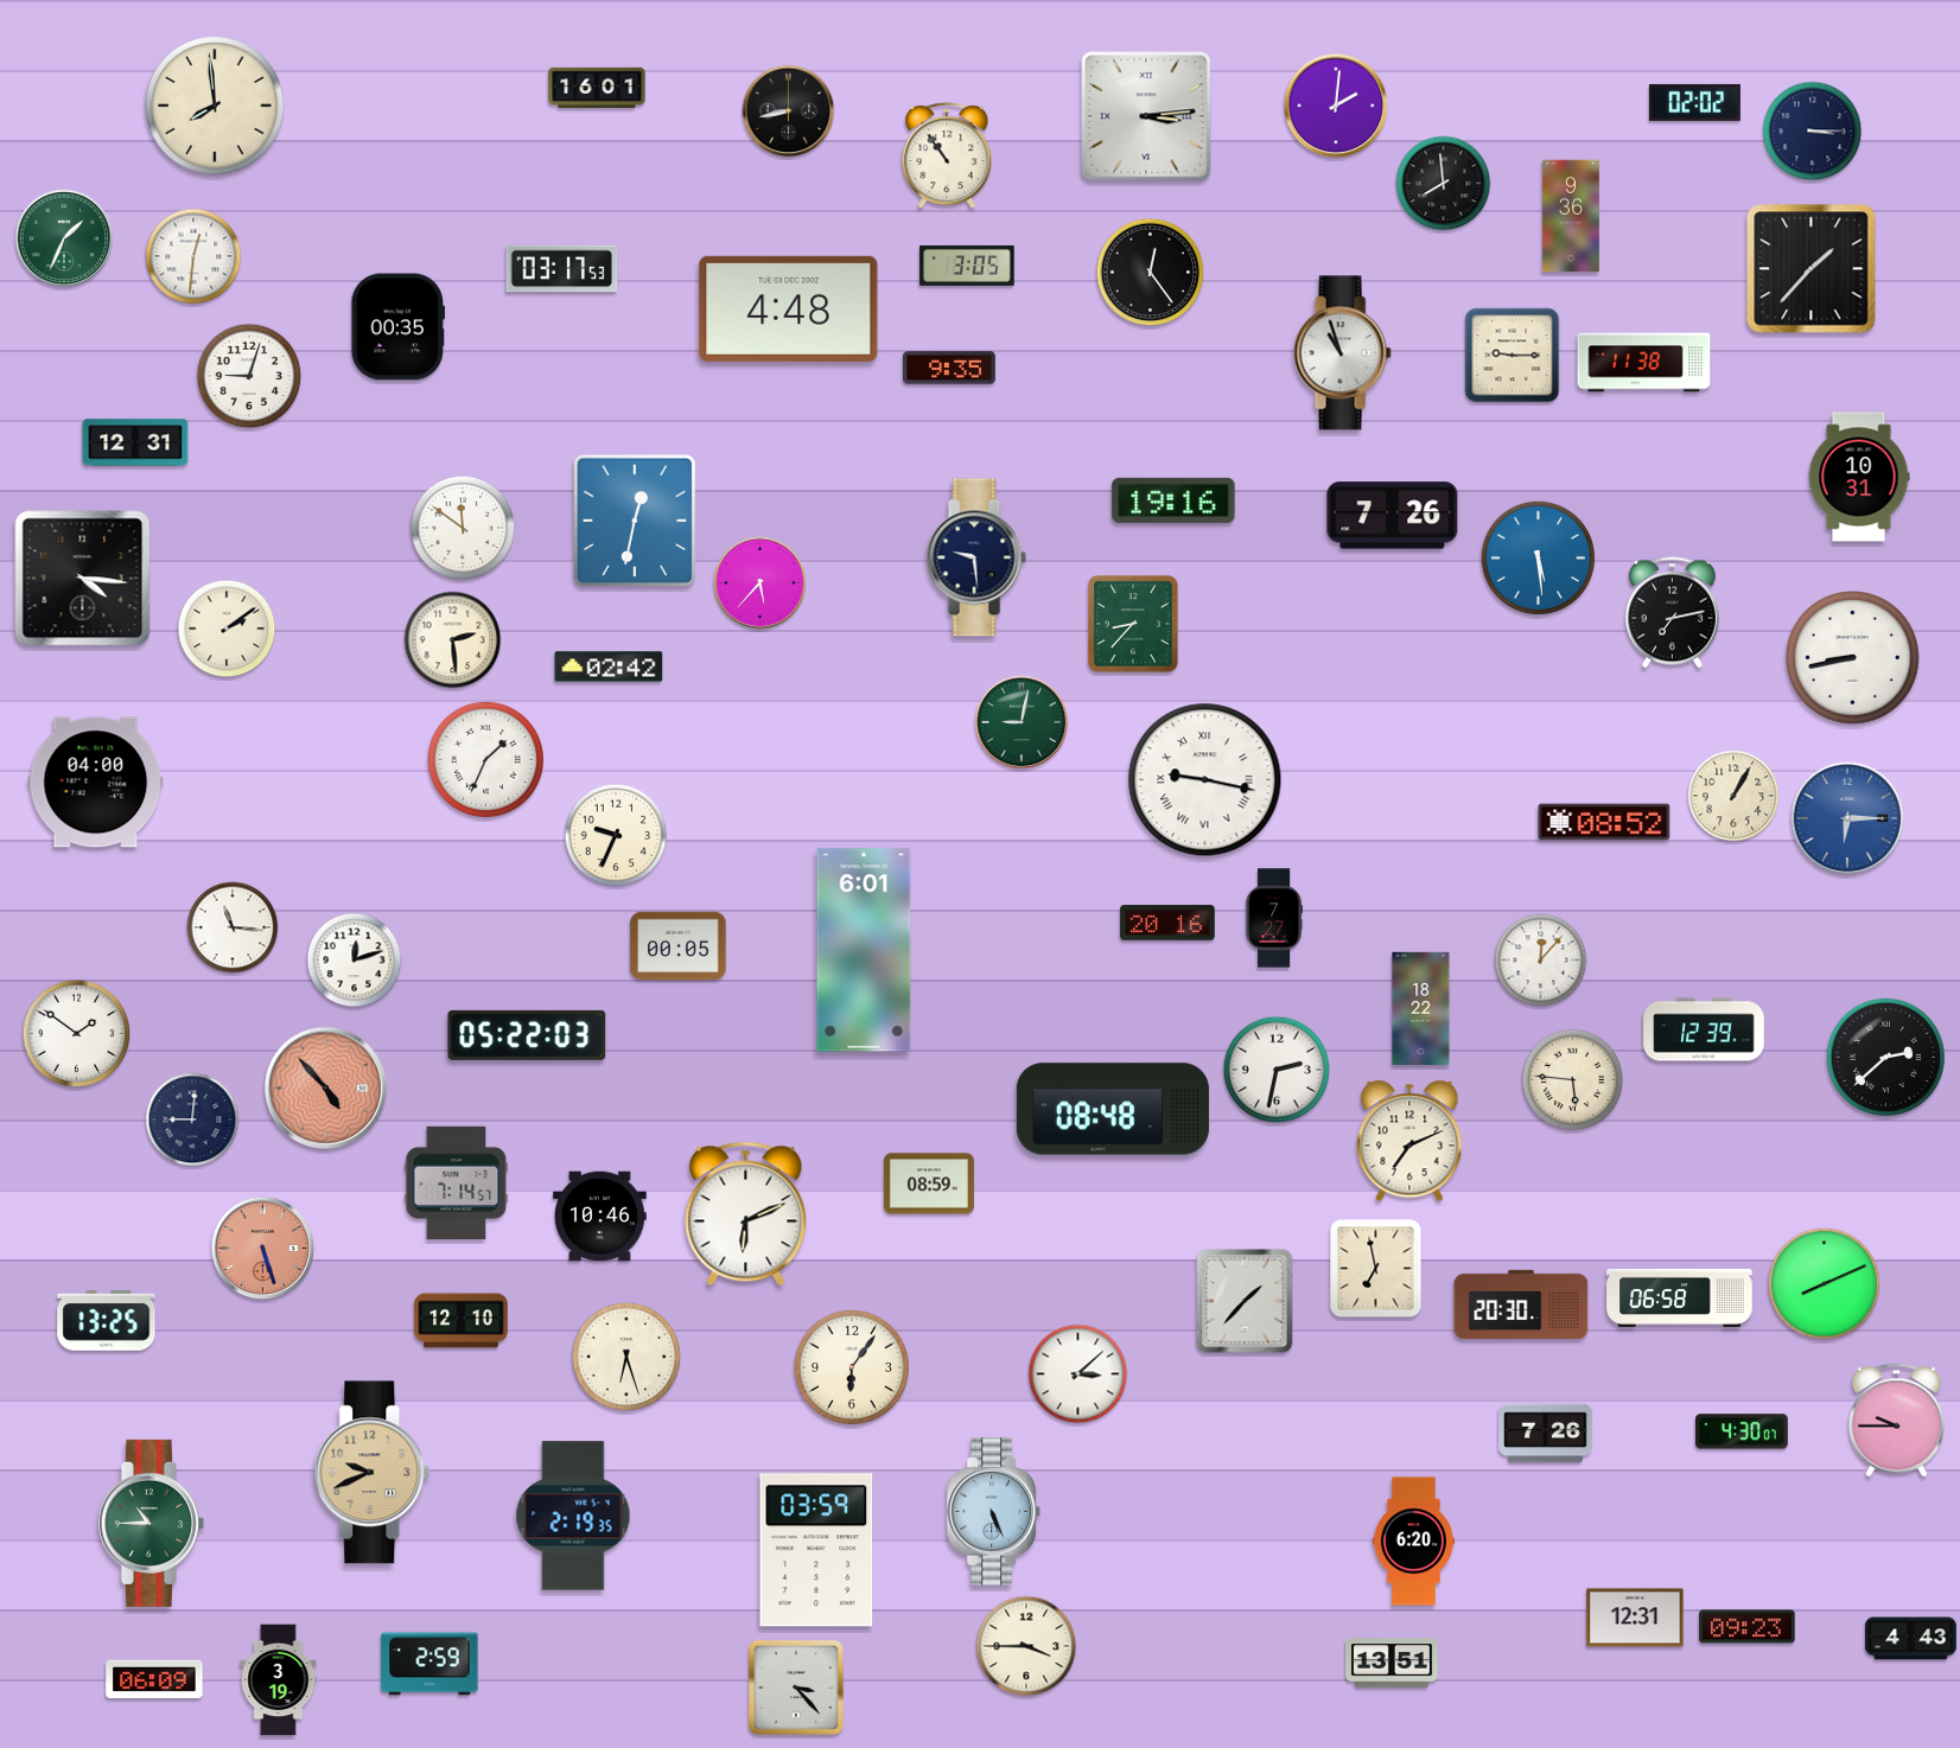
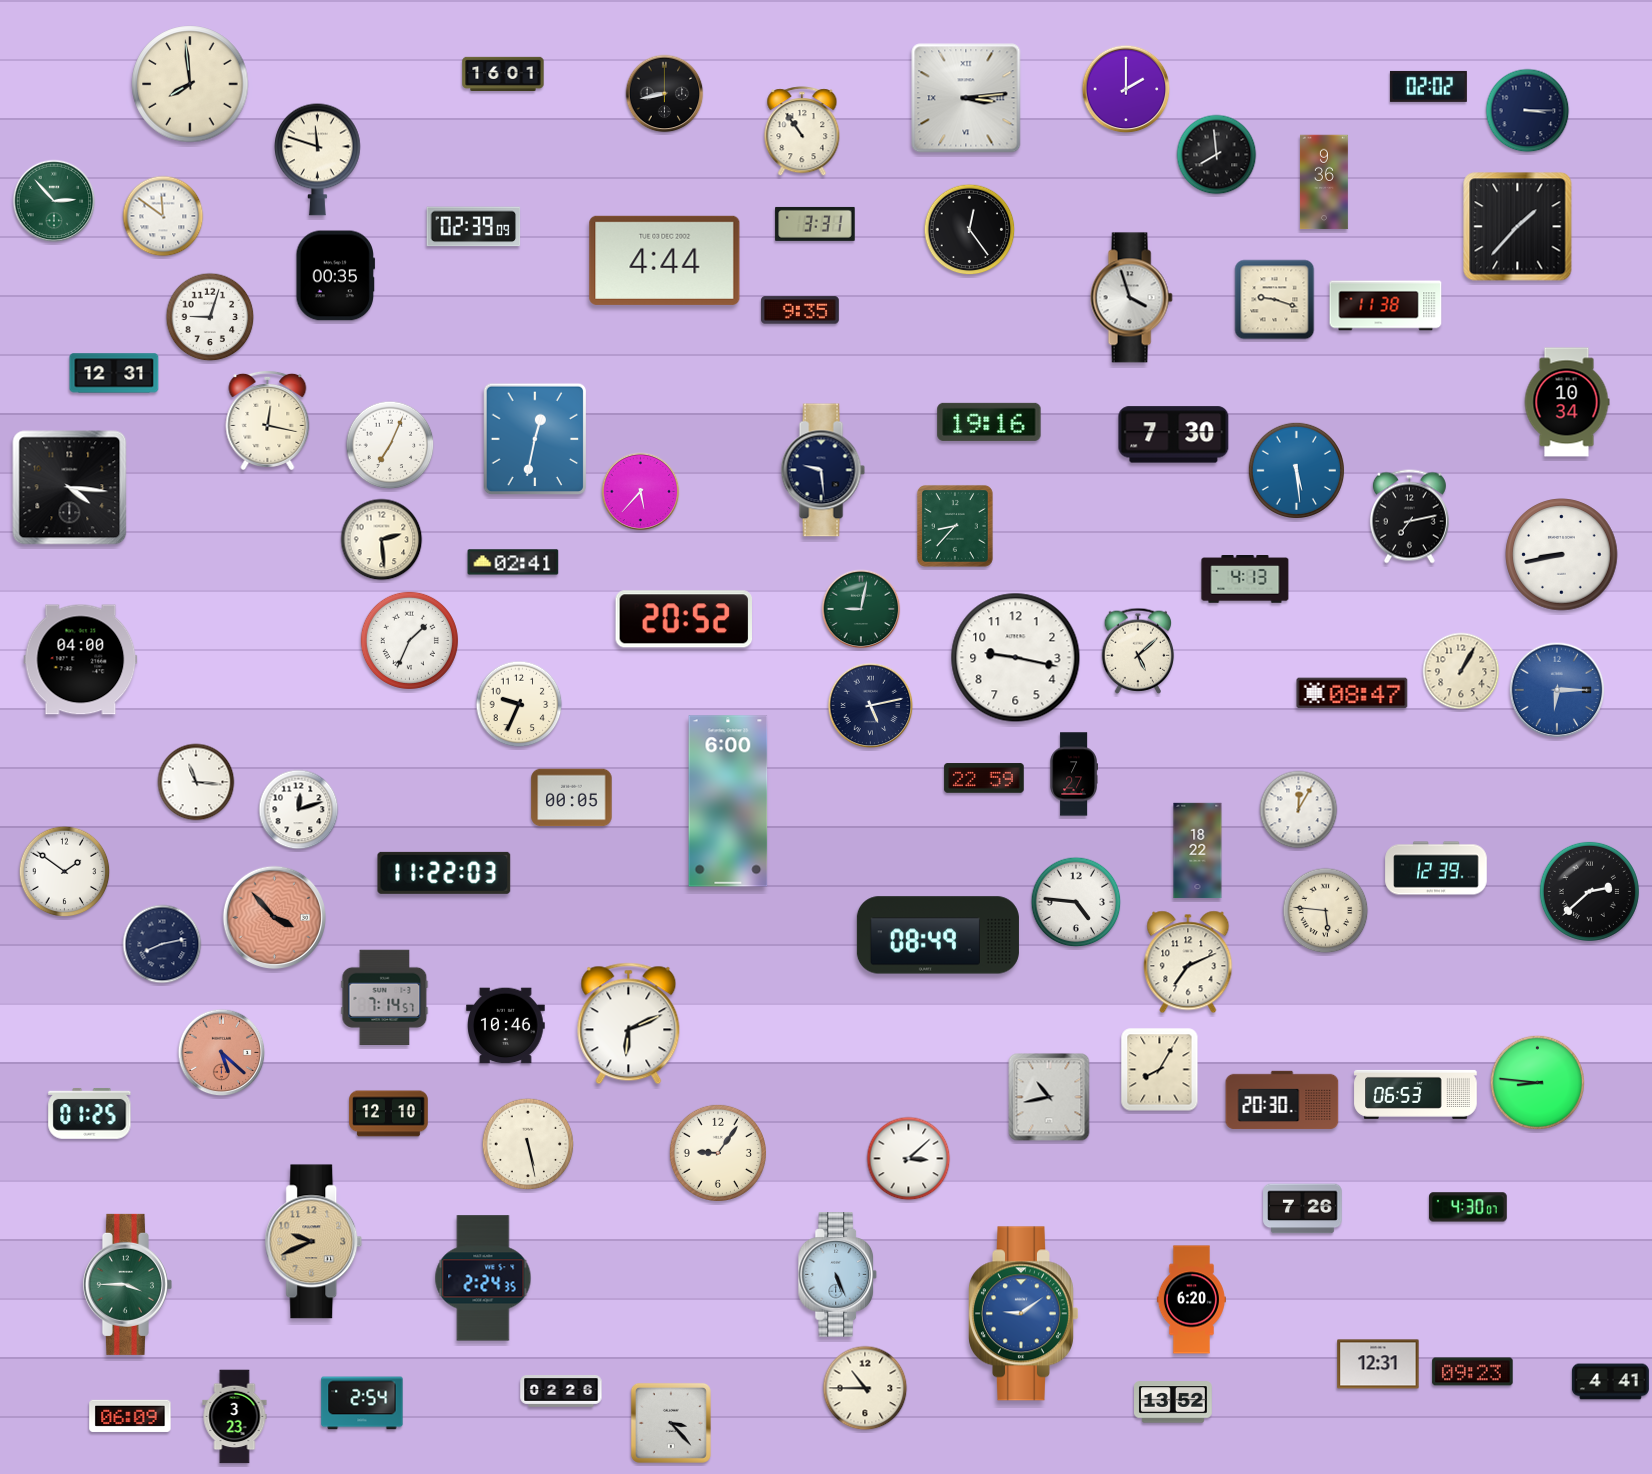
clock at (215, 106) position: (215, 106) -> (190, 84)
clock at (1336, 106): 2:01 -> 2:00
clock at (947, 157) position: (947, 157) -> (802, 132)
clock at (318, 159): none -> 11:48
clock at (64, 238): 1:34 -> 2:53
clock at (193, 256): 12:31 -> 11:51
clock at (967, 266): 3:05 -> 3:31
clock at (562, 269): 03:17 -> 02:39
clock at (1812, 269) position: (1812, 269) -> (1518, 227)
clock at (789, 308): 4:48 -> 4:44
clock at (1342, 353): 10:57 -> 3:57
clock at (1513, 356): 9:15 -> 9:18
clock at (1859, 477): 10:31 -> 10:34
clock at (268, 420): none -> 12:17
clock at (1393, 516): 7:26 -> 7:30
clock at (463, 528): 11:51 -> 7:04
clock at (227, 629): 2:09 -> none
clock at (609, 666): 02:42 -> 02:41
clock at (1245, 580): none -> 4:13
clock at (683, 619): none -> 20:52
clock at (1138, 651): none -> 5:08
clock at (1205, 780) numerals: Roman -> Arabic
clock at (1604, 822): 08:52 -> 08:47
clock at (871, 706): none -> 5:13
clock at (1167, 923): 20:16 -> 22:59
clock at (864, 950): 6:01 -> 6:00
clock at (1541, 961): 12:07 -> 12:05
clock at (527, 1035): 05:22 -> 11:22
clock at (1277, 1070): 2:32 -> 4:46
clock at (325, 1087): 4:53 -> 3:53
clock at (1113, 1109): 08:48 -> 08:49
clock at (192, 1119): 9:01 -> 8:13
clock at (929, 1184): 08:59 -> none
clock at (263, 1249): 5:27 -> 5:22
clock at (1376, 1269): 6:58 -> 8:05
clock at (1824, 1283): 8:11 -> 8:46
clock at (1680, 1297): 06:58 -> 06:53
clock at (1245, 1301): 1:37 -> 10:43
clock at (107, 1320): 13:25 -> 01:25
clock at (626, 1357): 6:27 -> 5:28
clock at (852, 1367): 6:06 -> 9:06
clock at (1896, 1421): 9:45 -> none
clock at (573, 1516): 2:19 -> 2:24
clock at (151, 1523): 10:45 -> 3:45
clock at (816, 1550): 03:59 -> none
clock at (1023, 1314): none -> 9:09
clock at (1910, 1639): 4:43 -> 4:41
clock at (1026, 1646): 3:45 -> 10:45
clock at (561, 1392): none -> 02:26
clock at (1393, 1663): 13:51 -> 13:52
clock at (429, 1664): 2:59 -> 2:54
clock at (279, 1680): 3:19 -> 3:23
